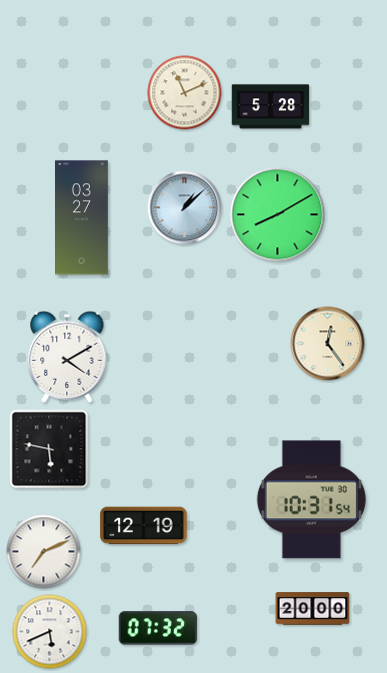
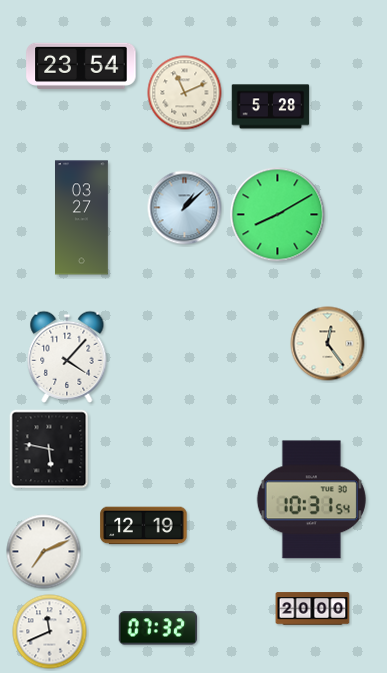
clock at (81, 66): none -> 23:54
clock at (67, 357): 4:10 -> 4:07
clock at (50, 632): 5:41 -> 11:41
